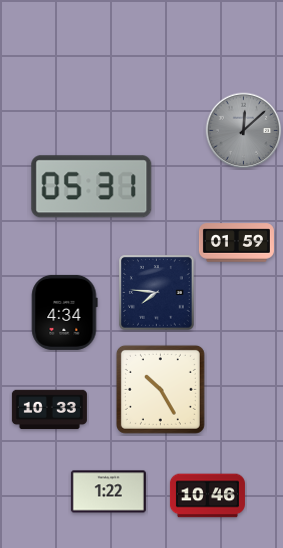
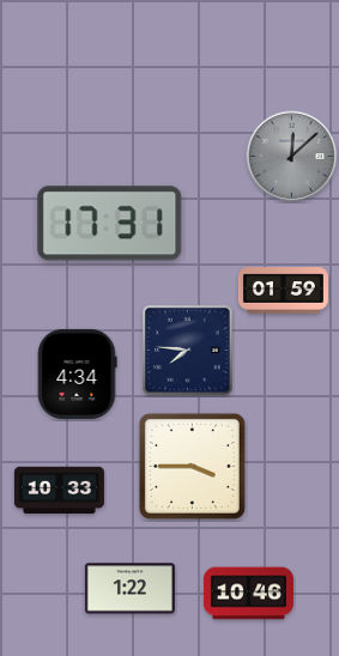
clock at (92, 187): 05:31 -> 17:31
clock at (160, 389): 10:25 -> 3:45
